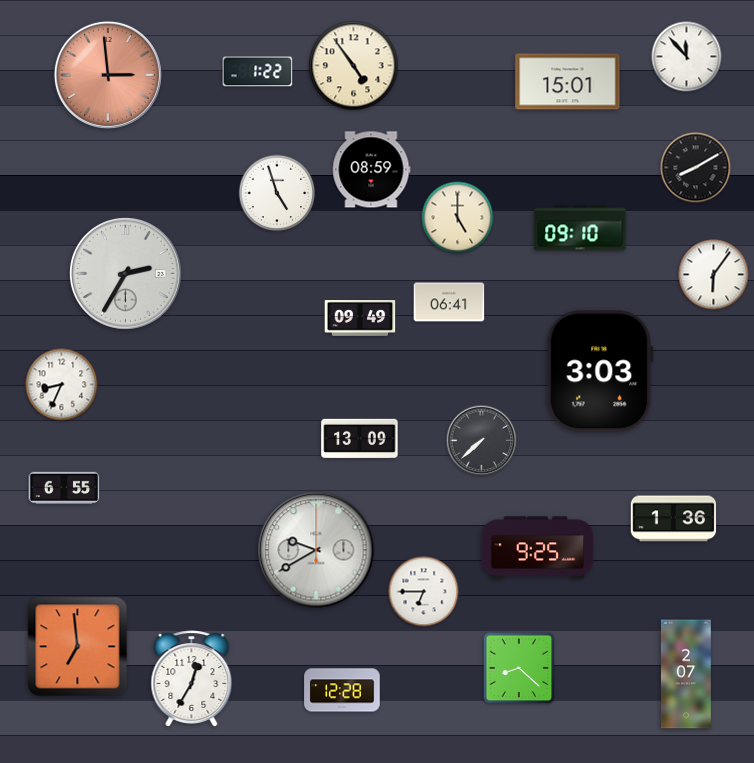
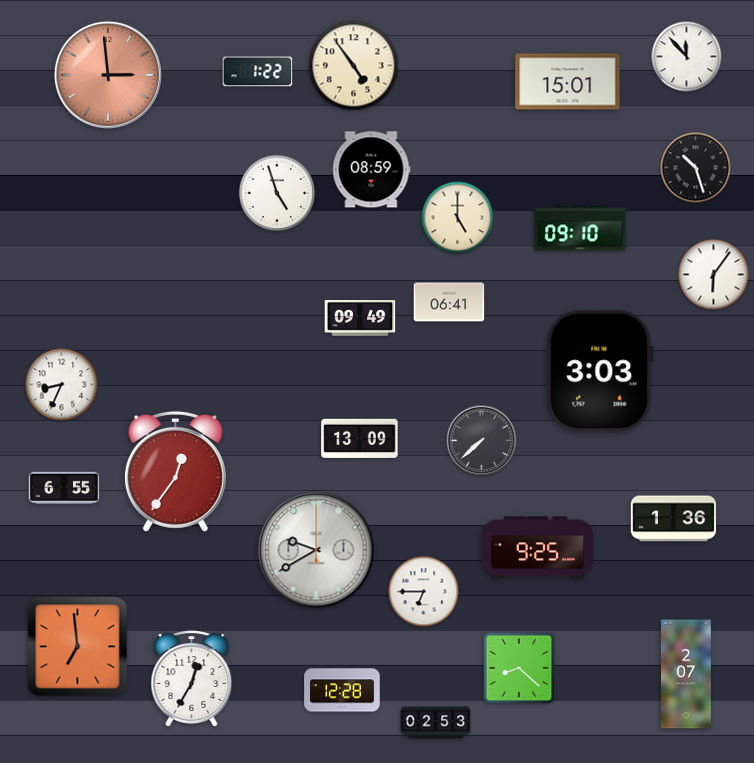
clock at (696, 168): 8:10 -> 10:27
clock at (126, 274): 2:35 -> none
clock at (175, 471): none -> 12:36
clock at (436, 723): none -> 02:53
